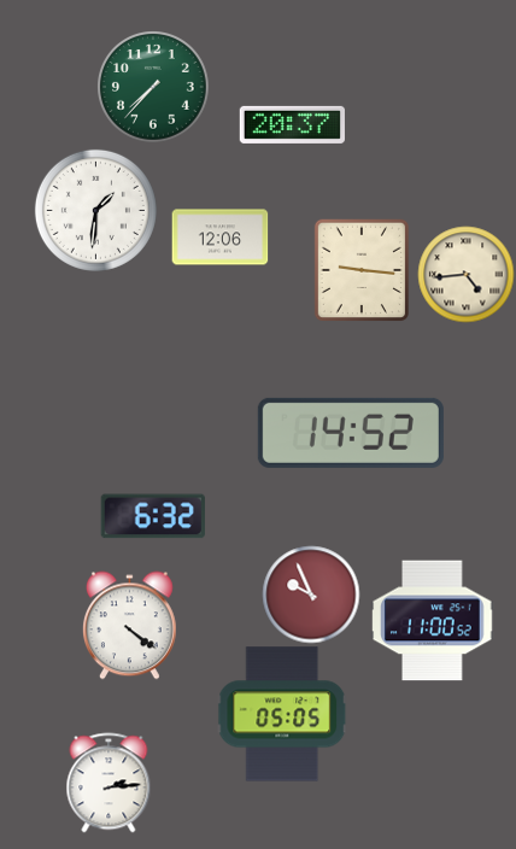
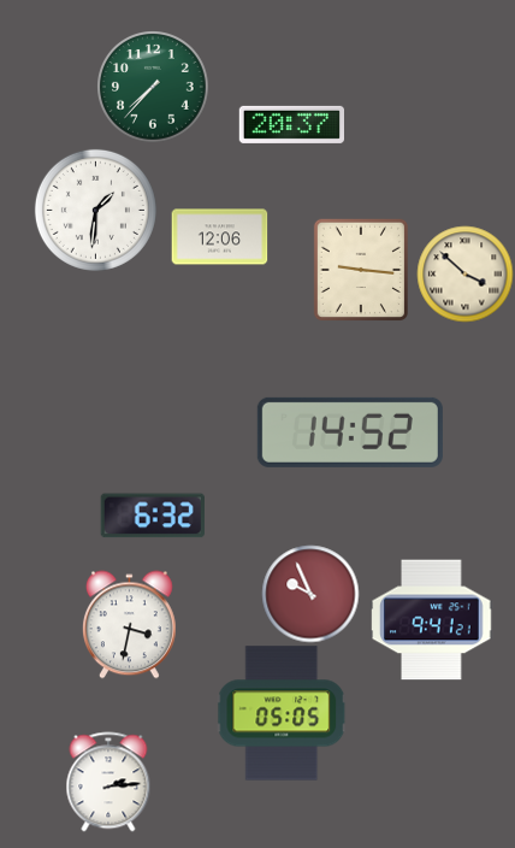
clock at (465, 274): 4:44 -> 3:52
clock at (433, 621): 11:00 -> 9:41
clock at (129, 625): 4:21 -> 3:32
